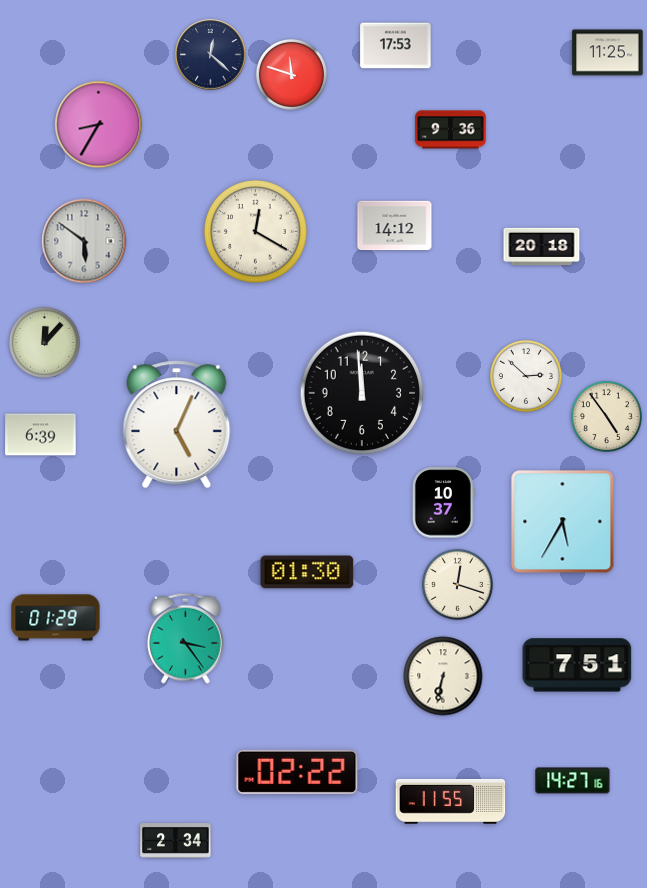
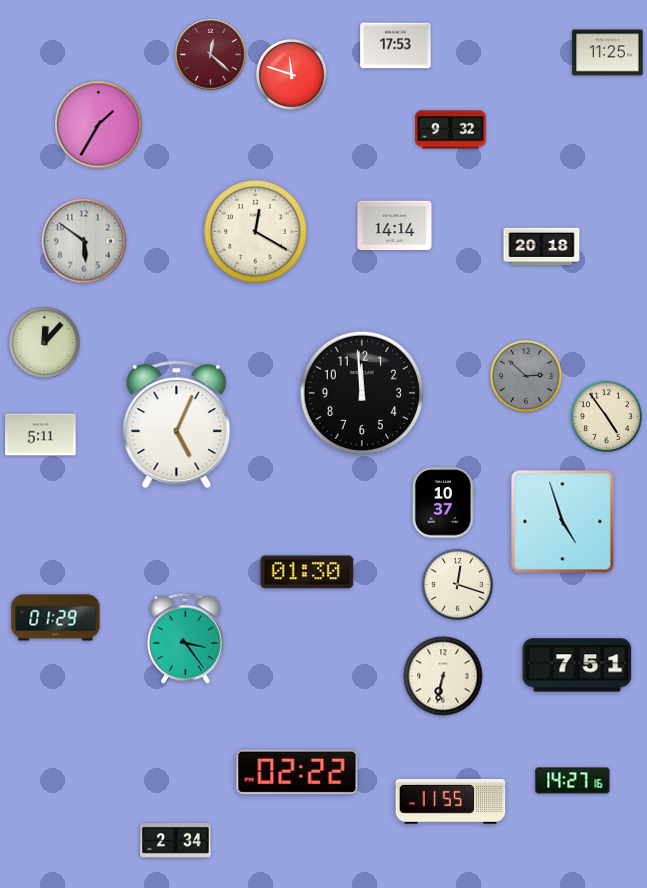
clock at (211, 55) dial: navy -> burgundy
clock at (99, 125): 8:35 -> 1:35
clock at (451, 130): 9:36 -> 9:32
clock at (395, 226): 14:12 -> 14:14
clock at (526, 376) dial: white -> grey
clock at (41, 435): 6:39 -> 5:11
clock at (563, 522): 5:35 -> 4:57
